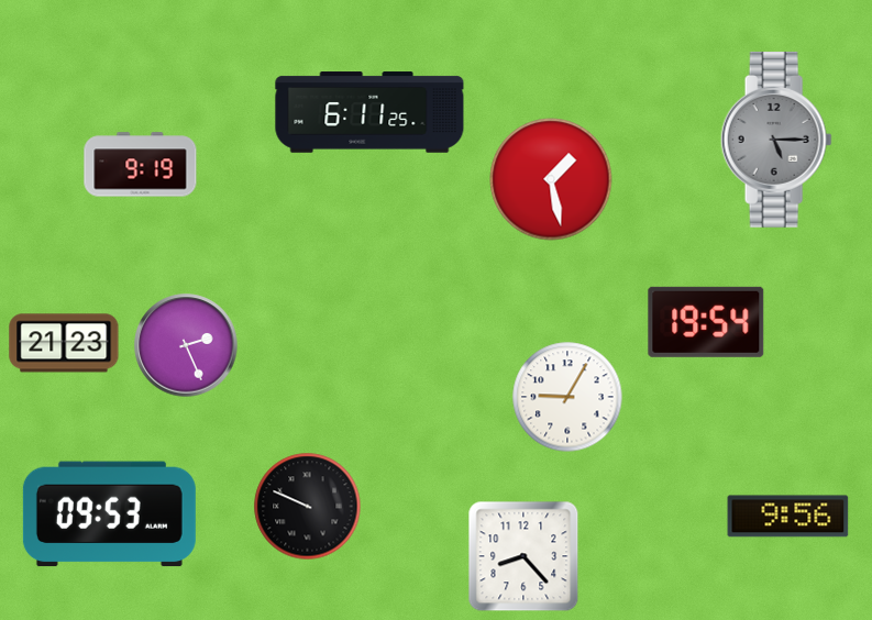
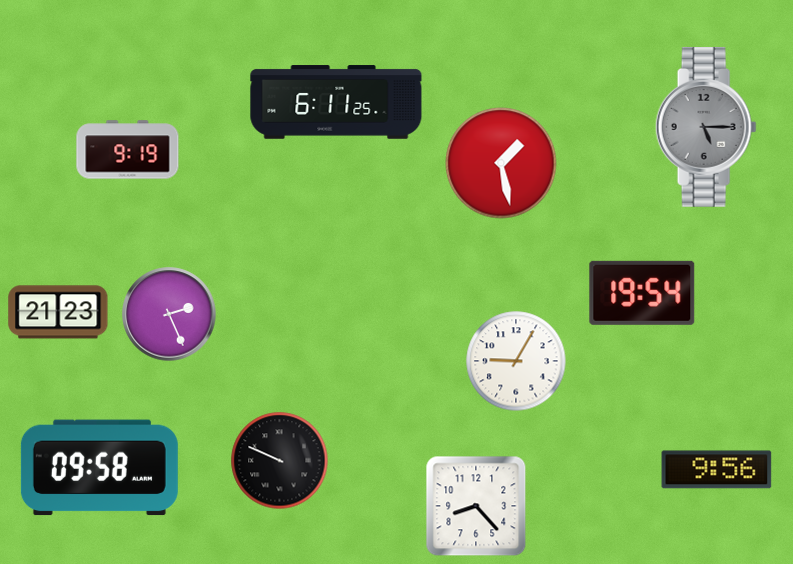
clock at (109, 514): 09:53 -> 09:58
